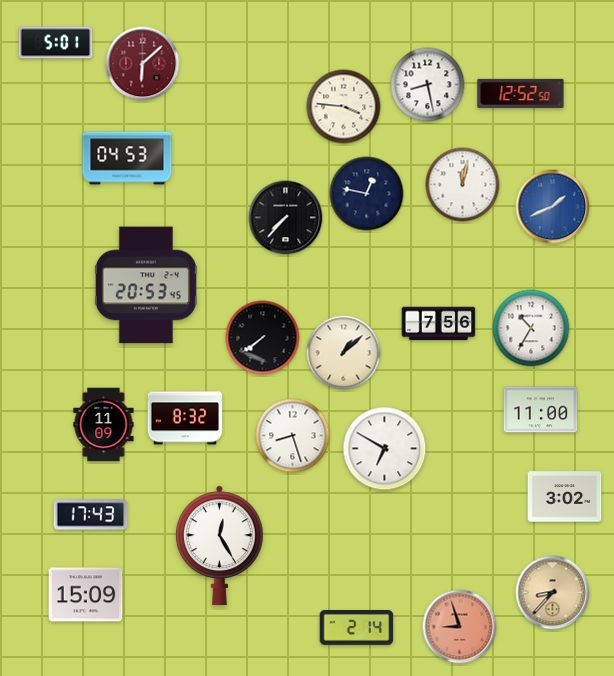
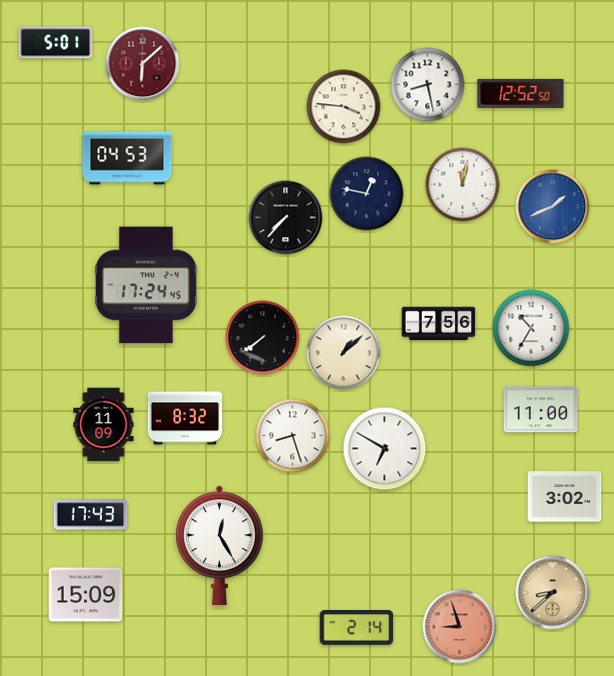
clock at (146, 285): 20:53 -> 17:24
clock at (553, 593): 8:37 -> 8:38
